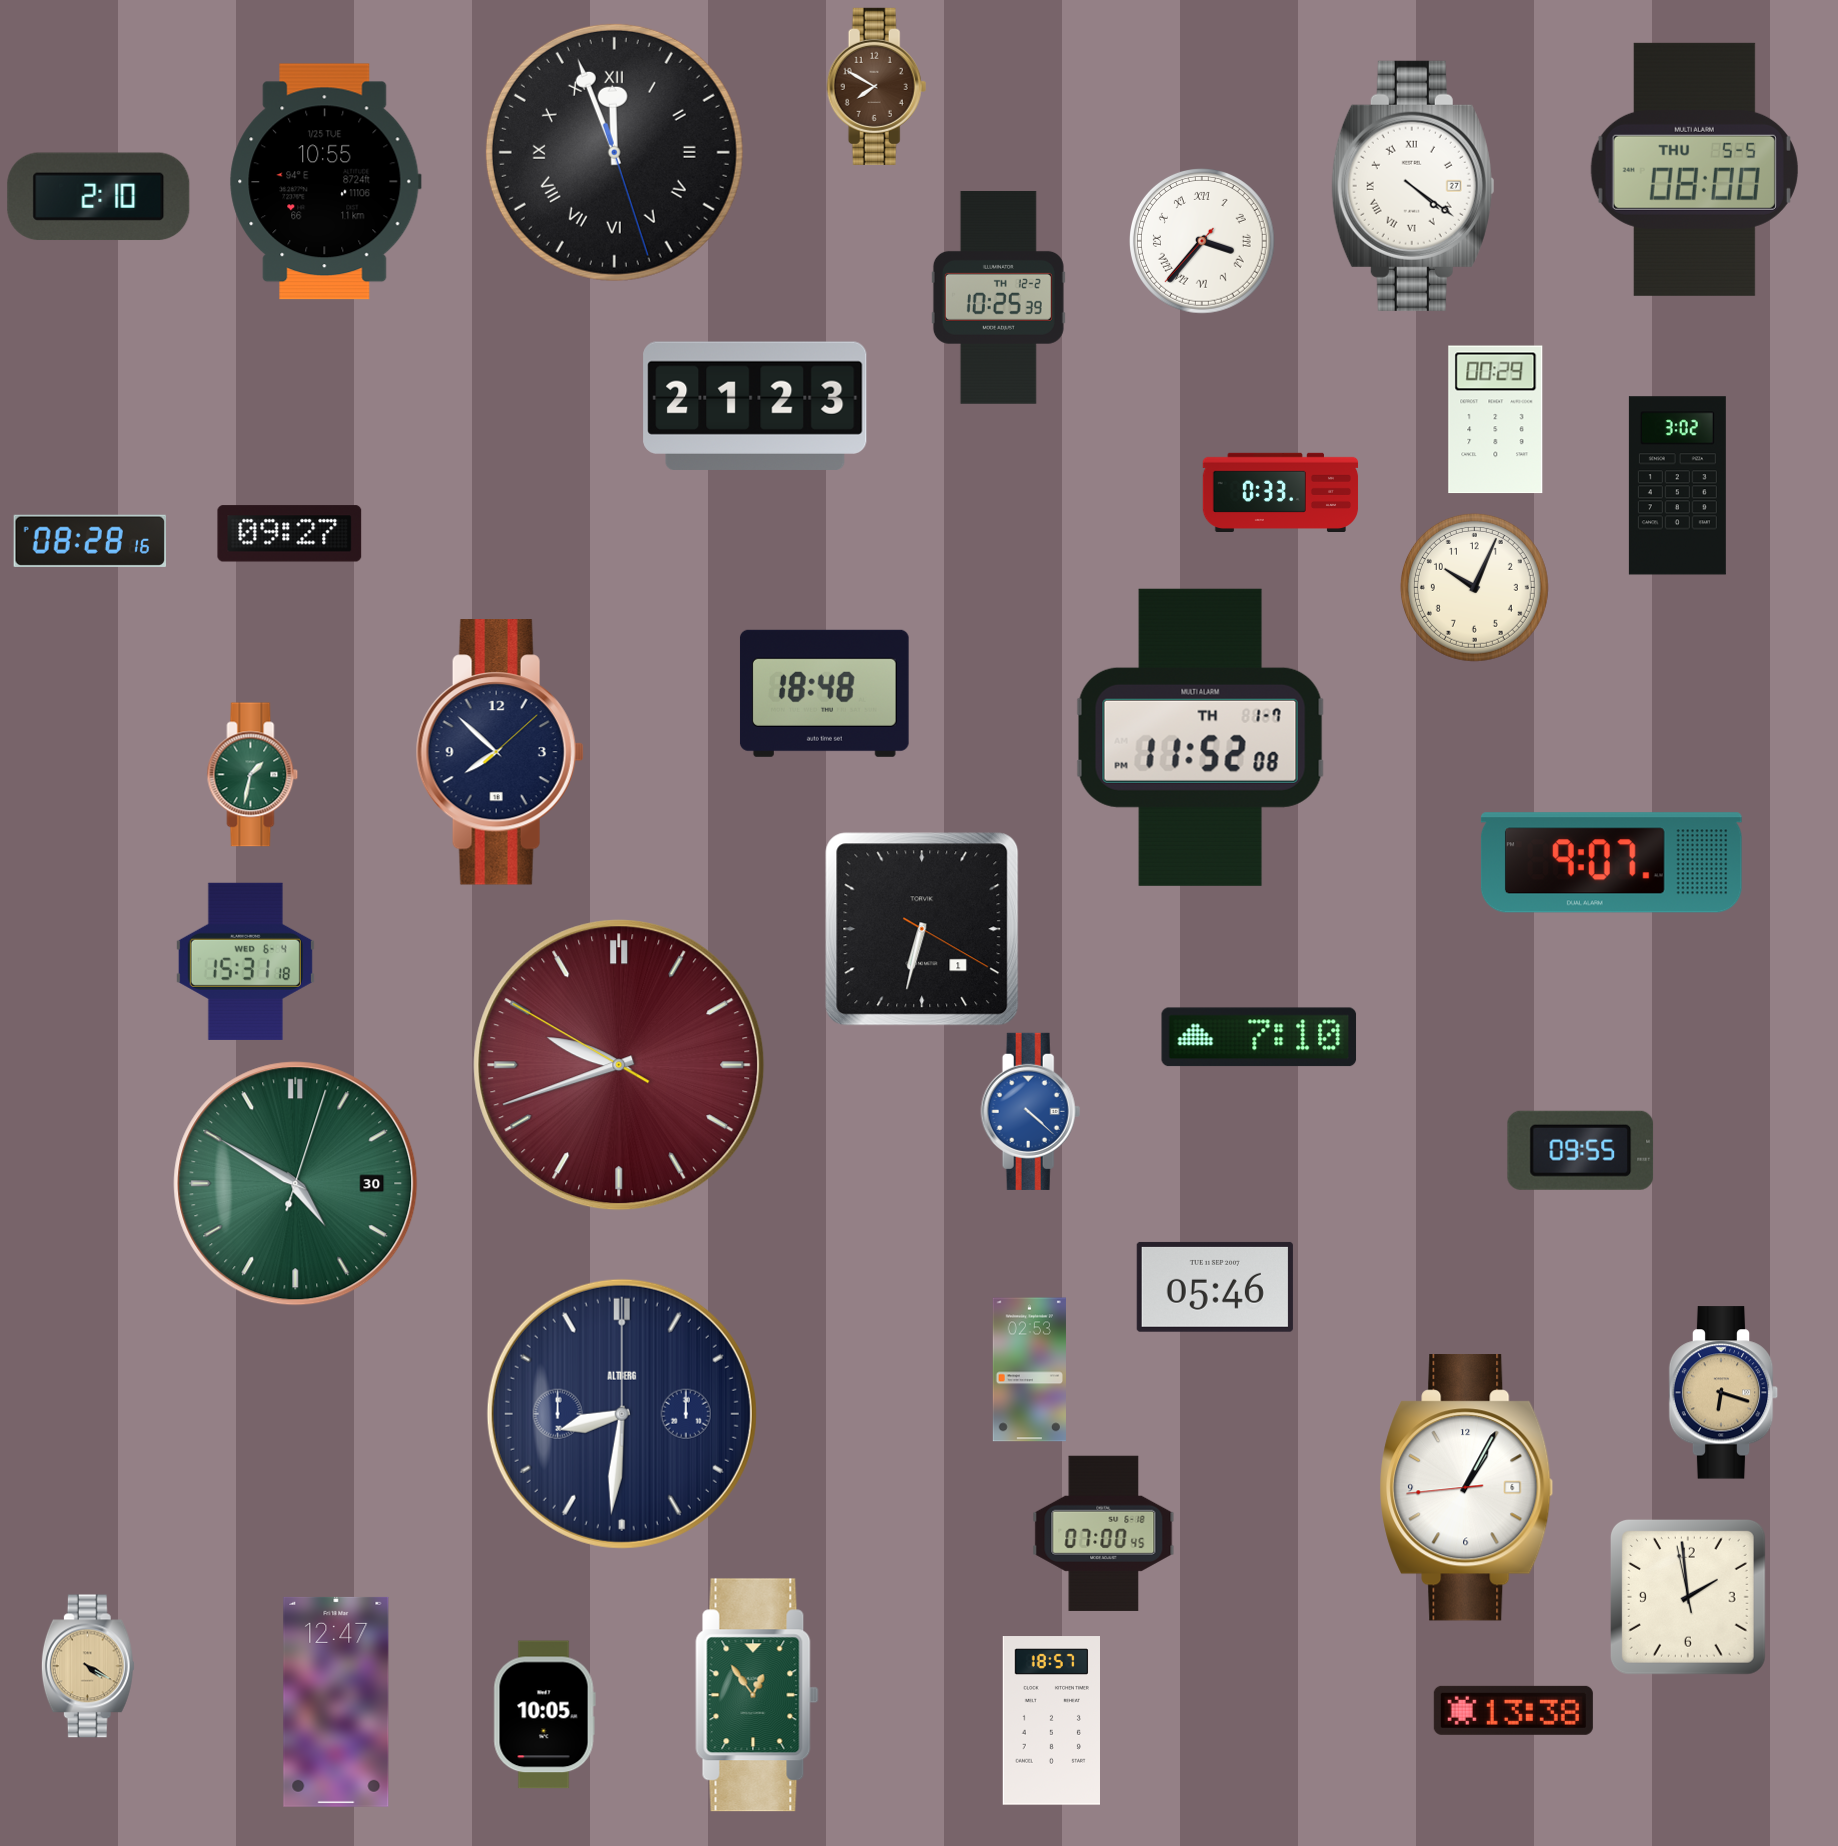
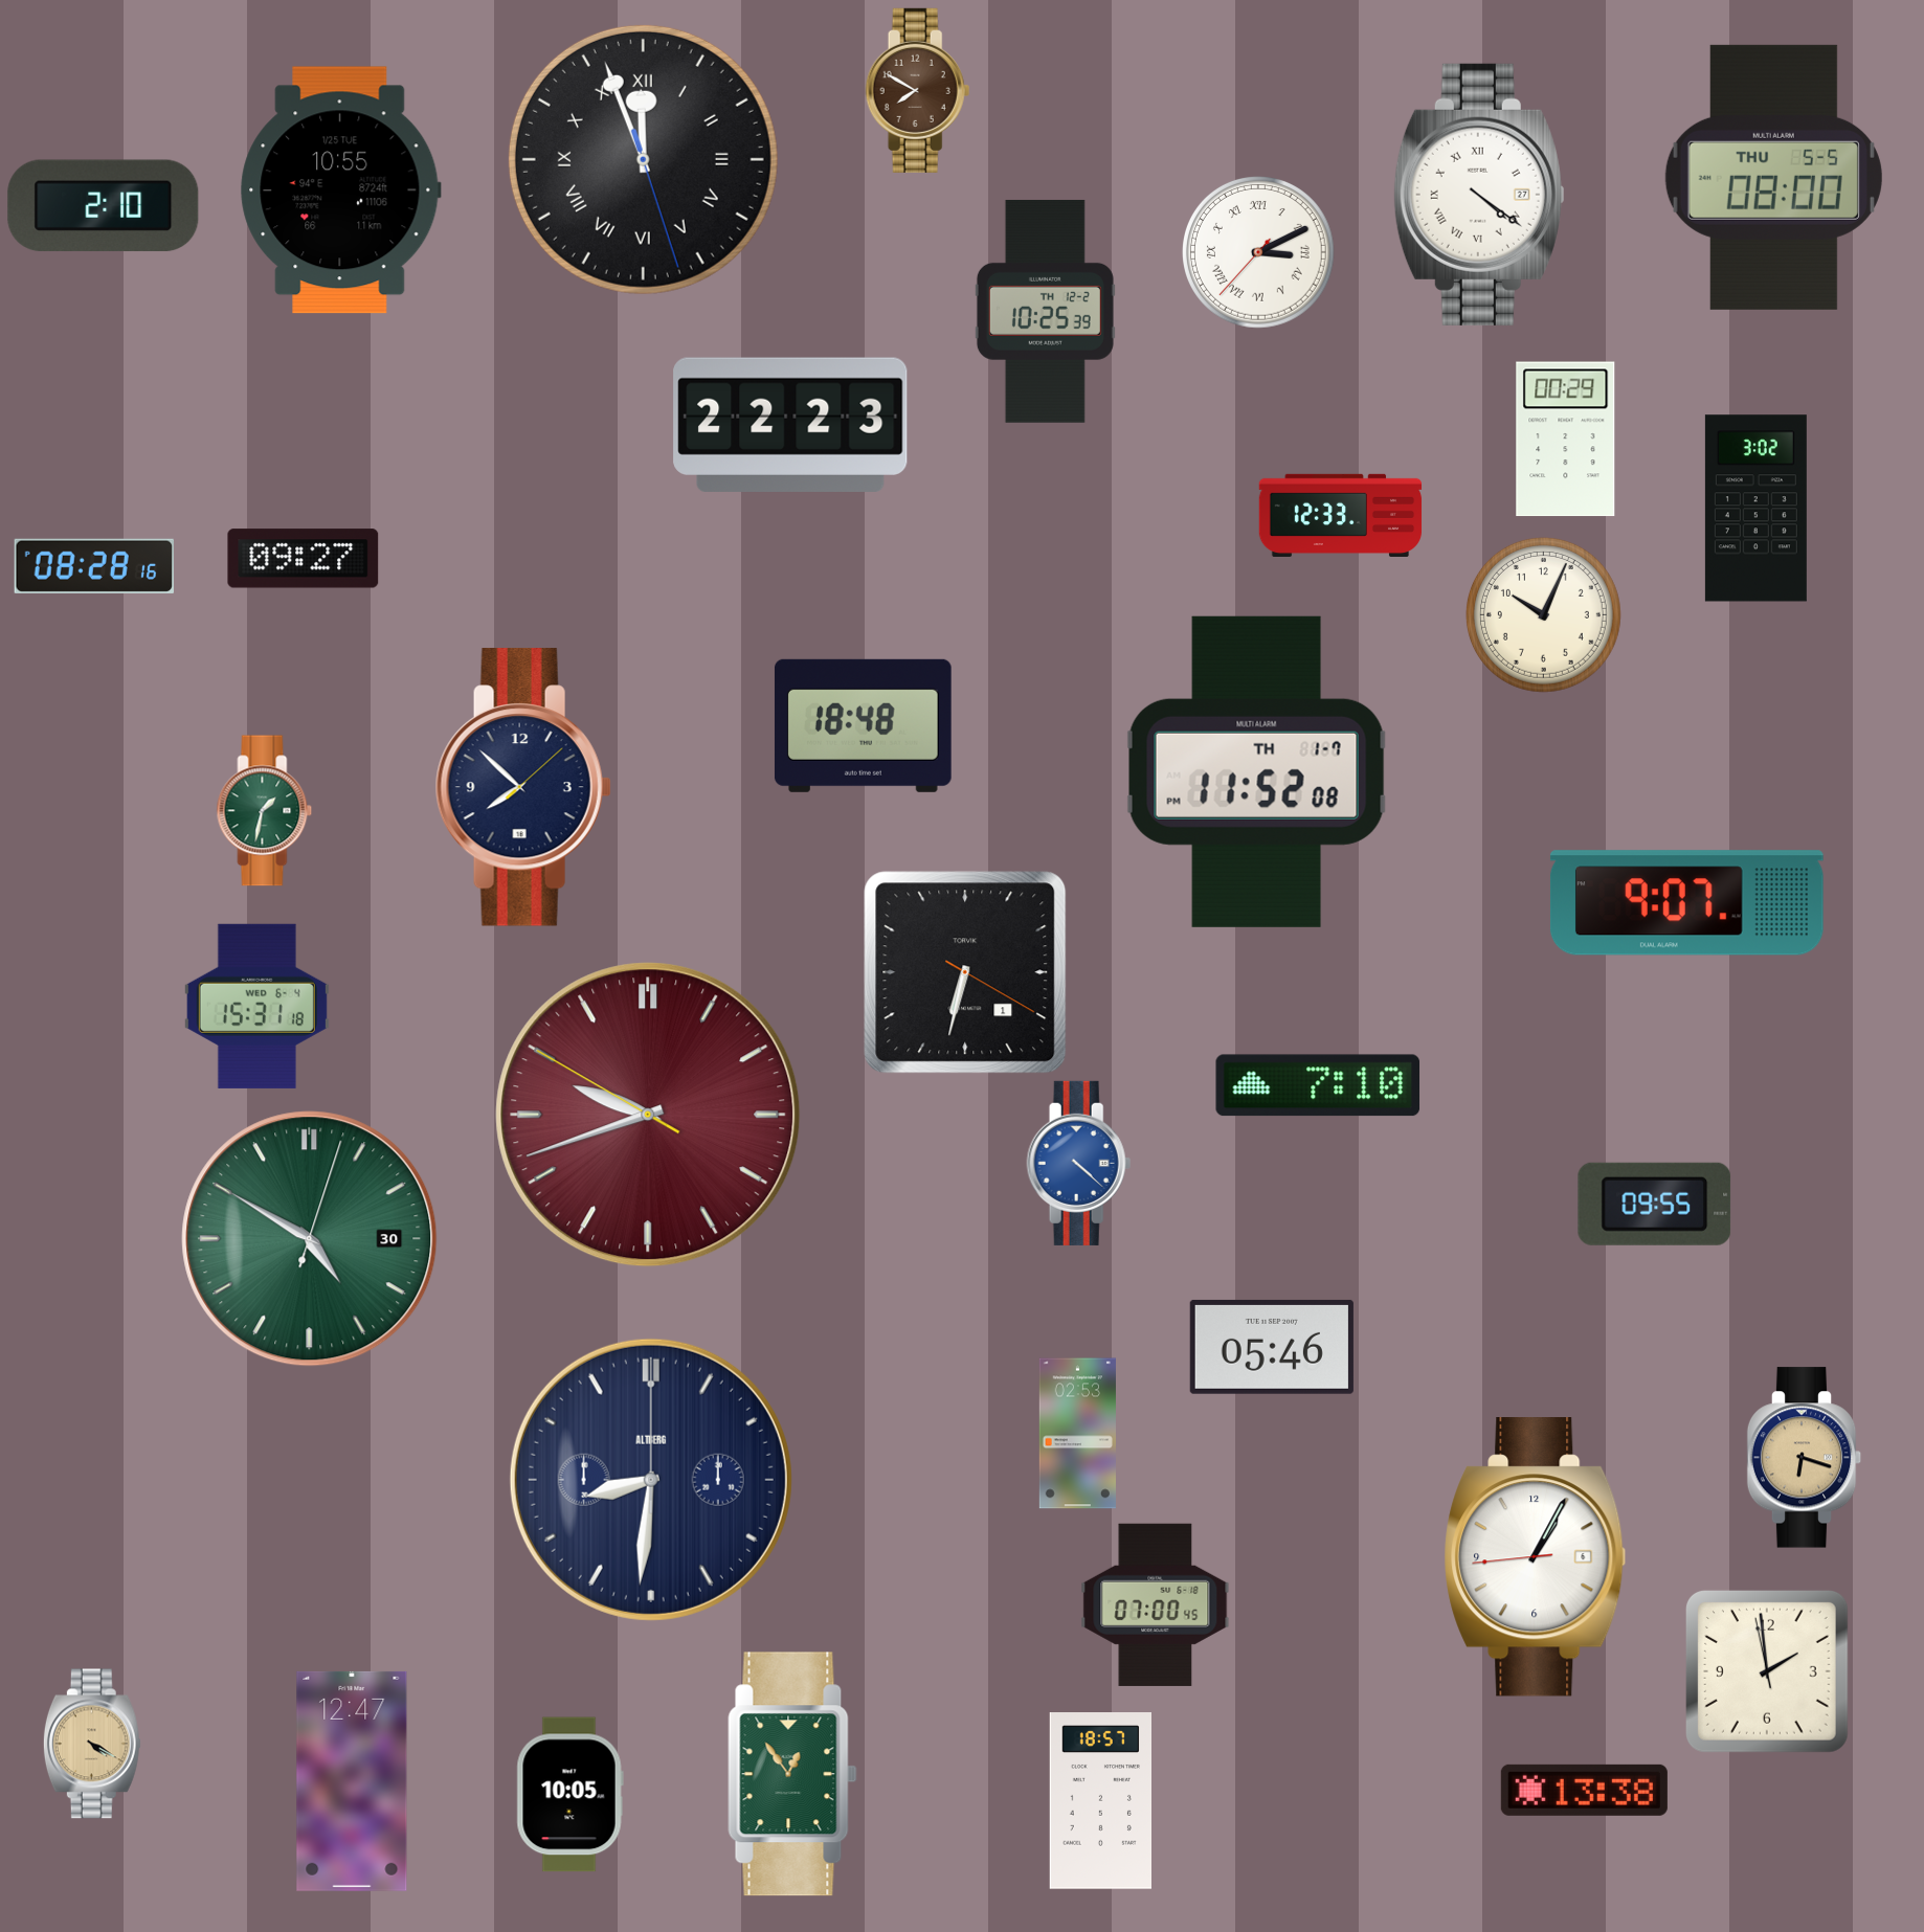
clock at (1203, 242): 3:36 -> 3:10
clock at (755, 406): 21:23 -> 22:23
clock at (1281, 492): 0:33 -> 12:33
